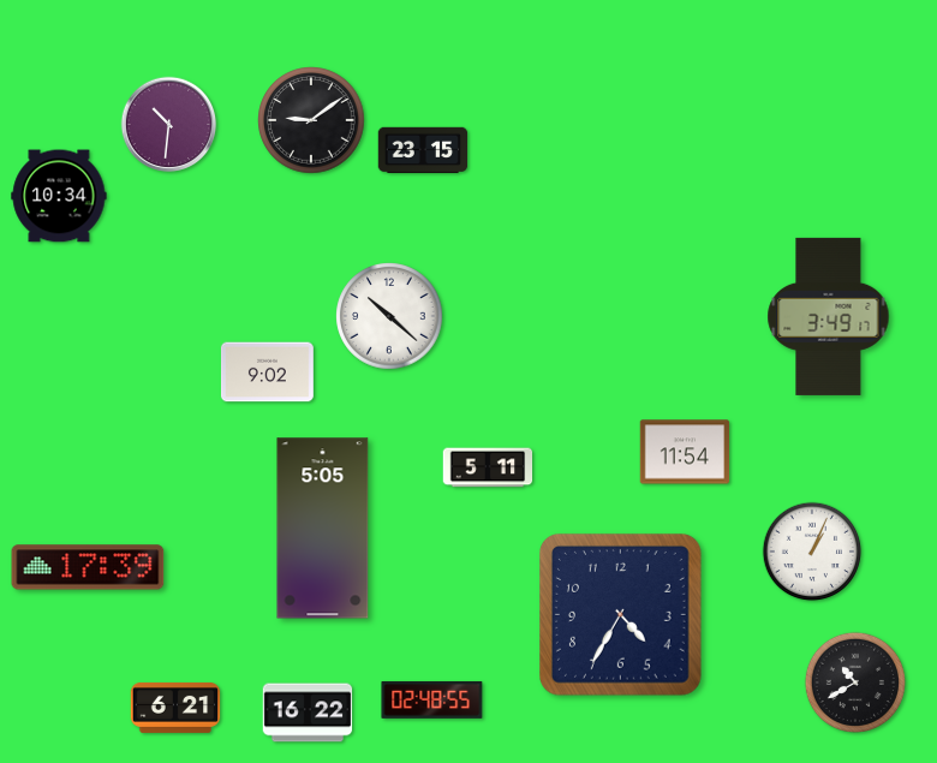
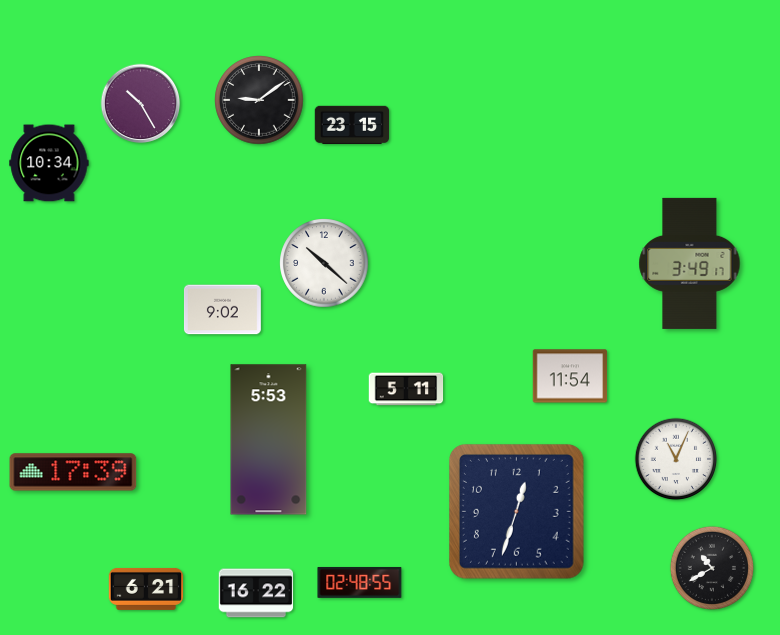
clock at (169, 125): 10:31 -> 10:25
clock at (323, 529): 5:05 -> 5:53
clock at (812, 552): 1:04 -> 11:04
clock at (620, 614): 4:35 -> 12:33
